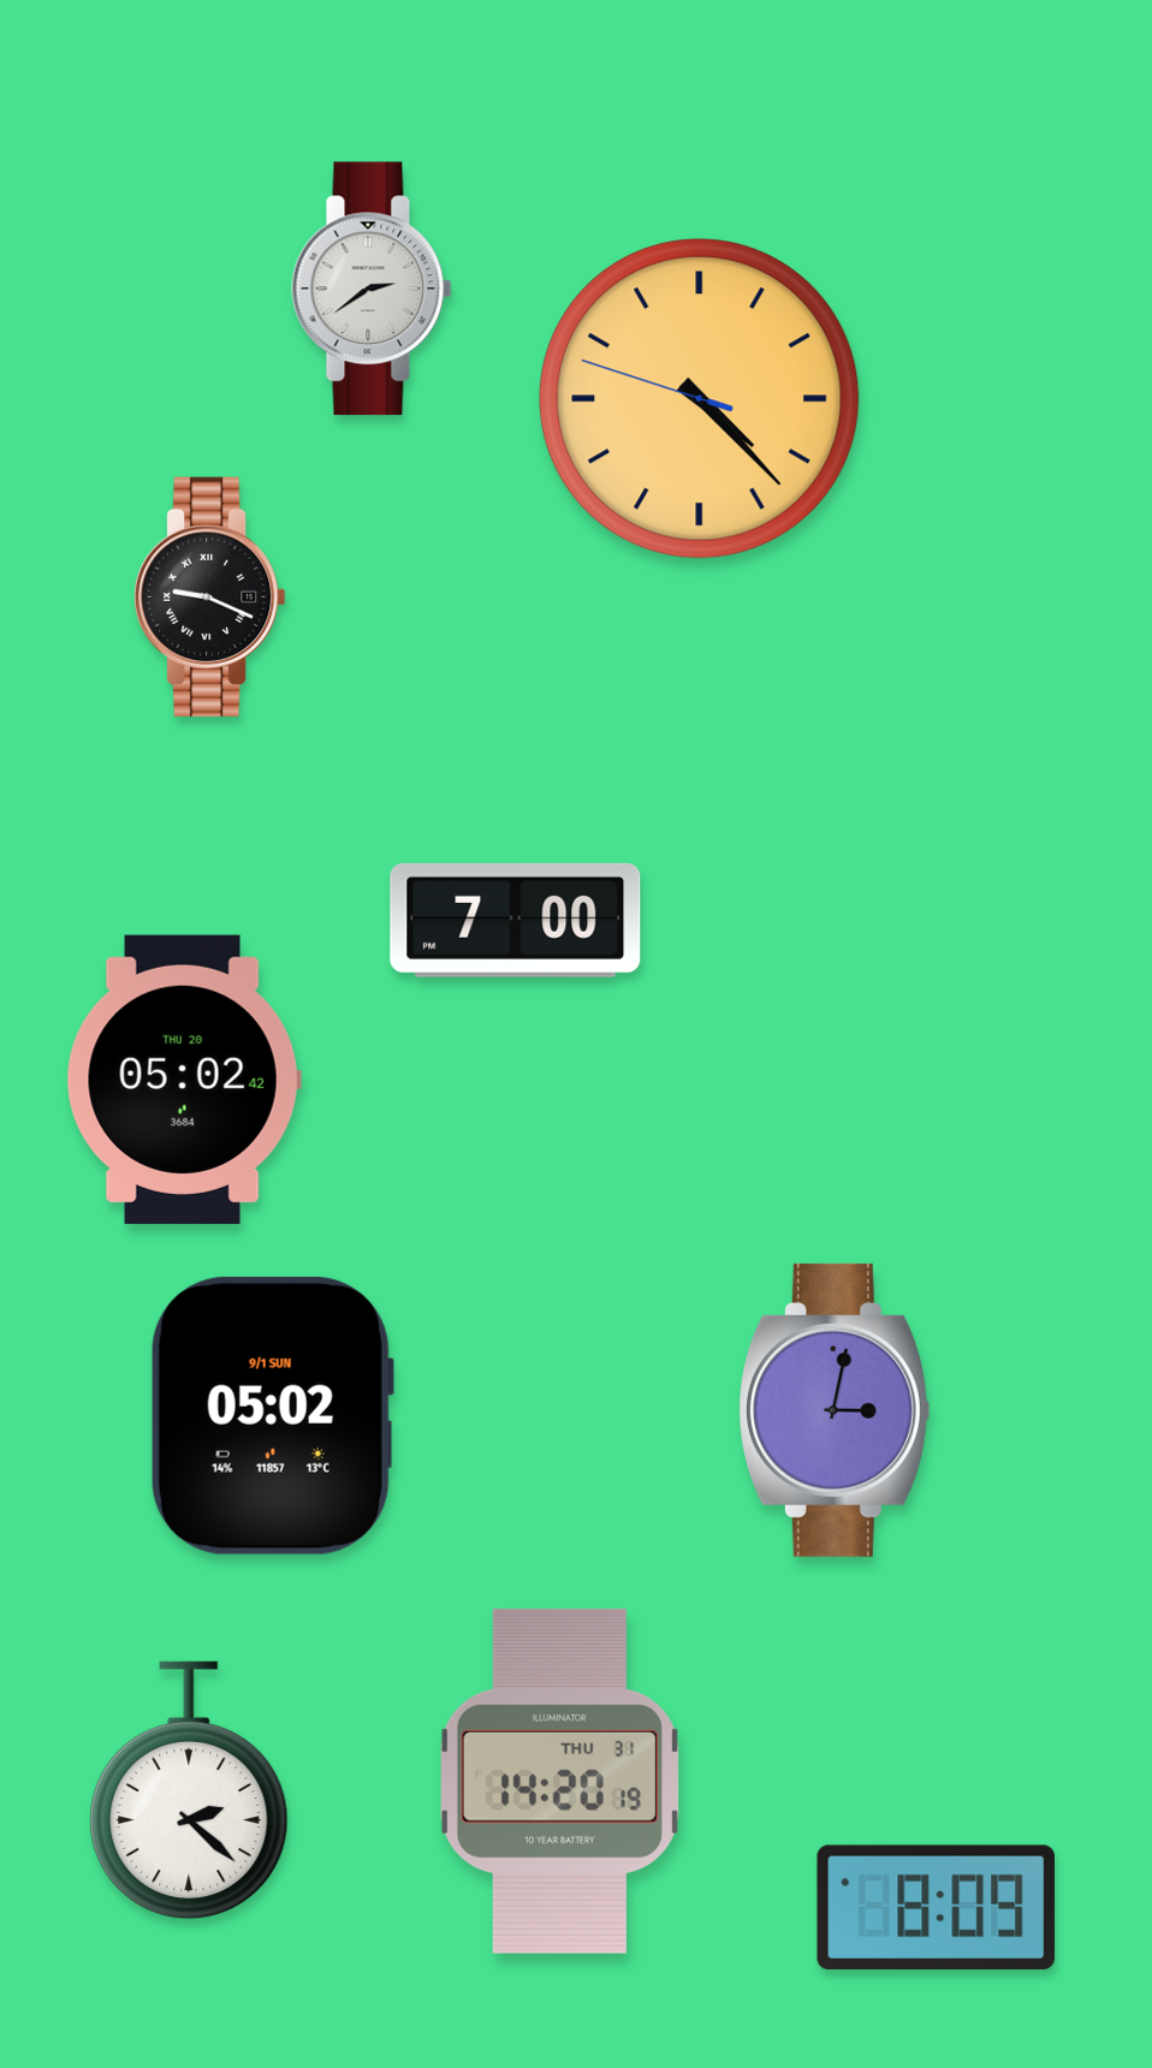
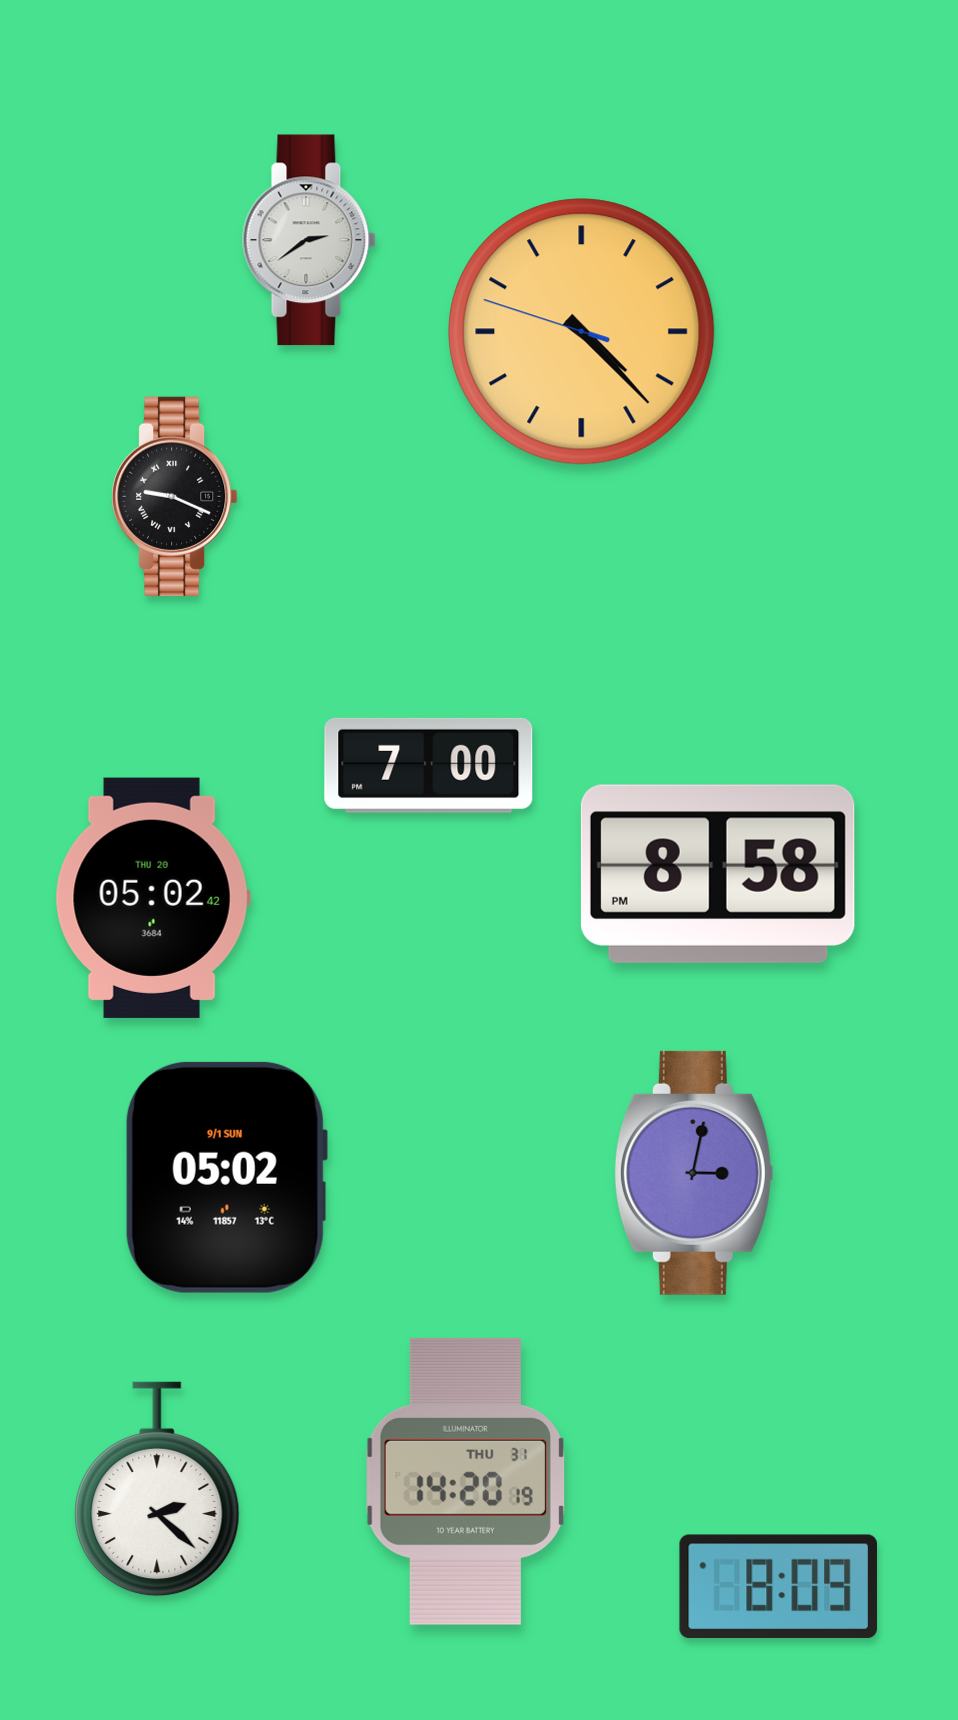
clock at (718, 874): none -> 8:58
